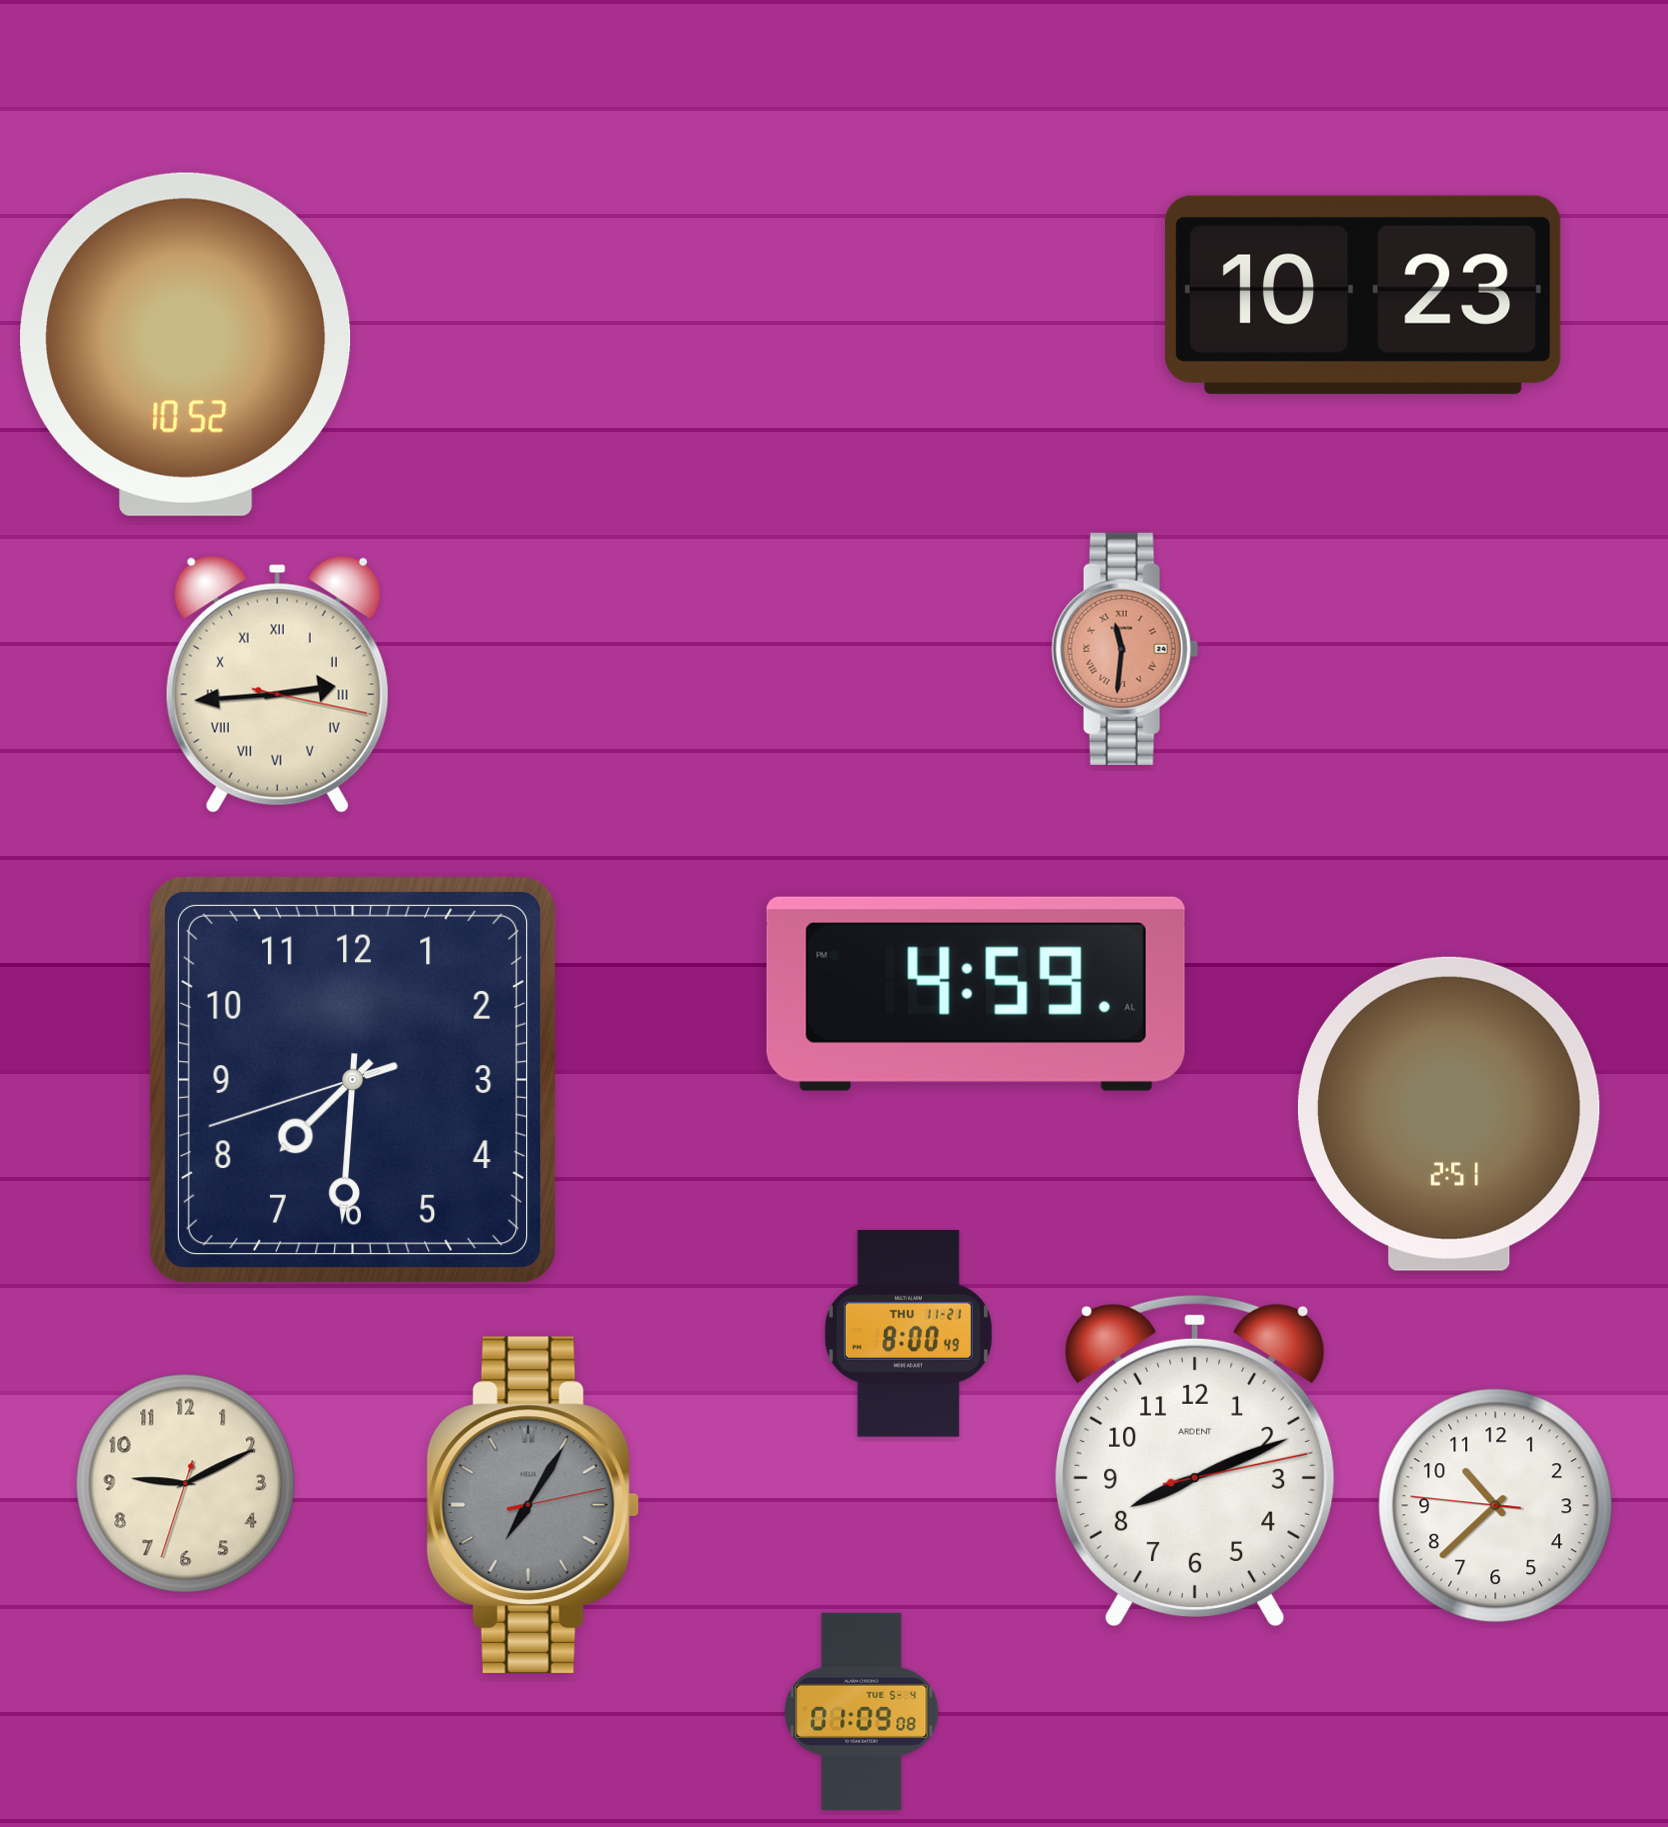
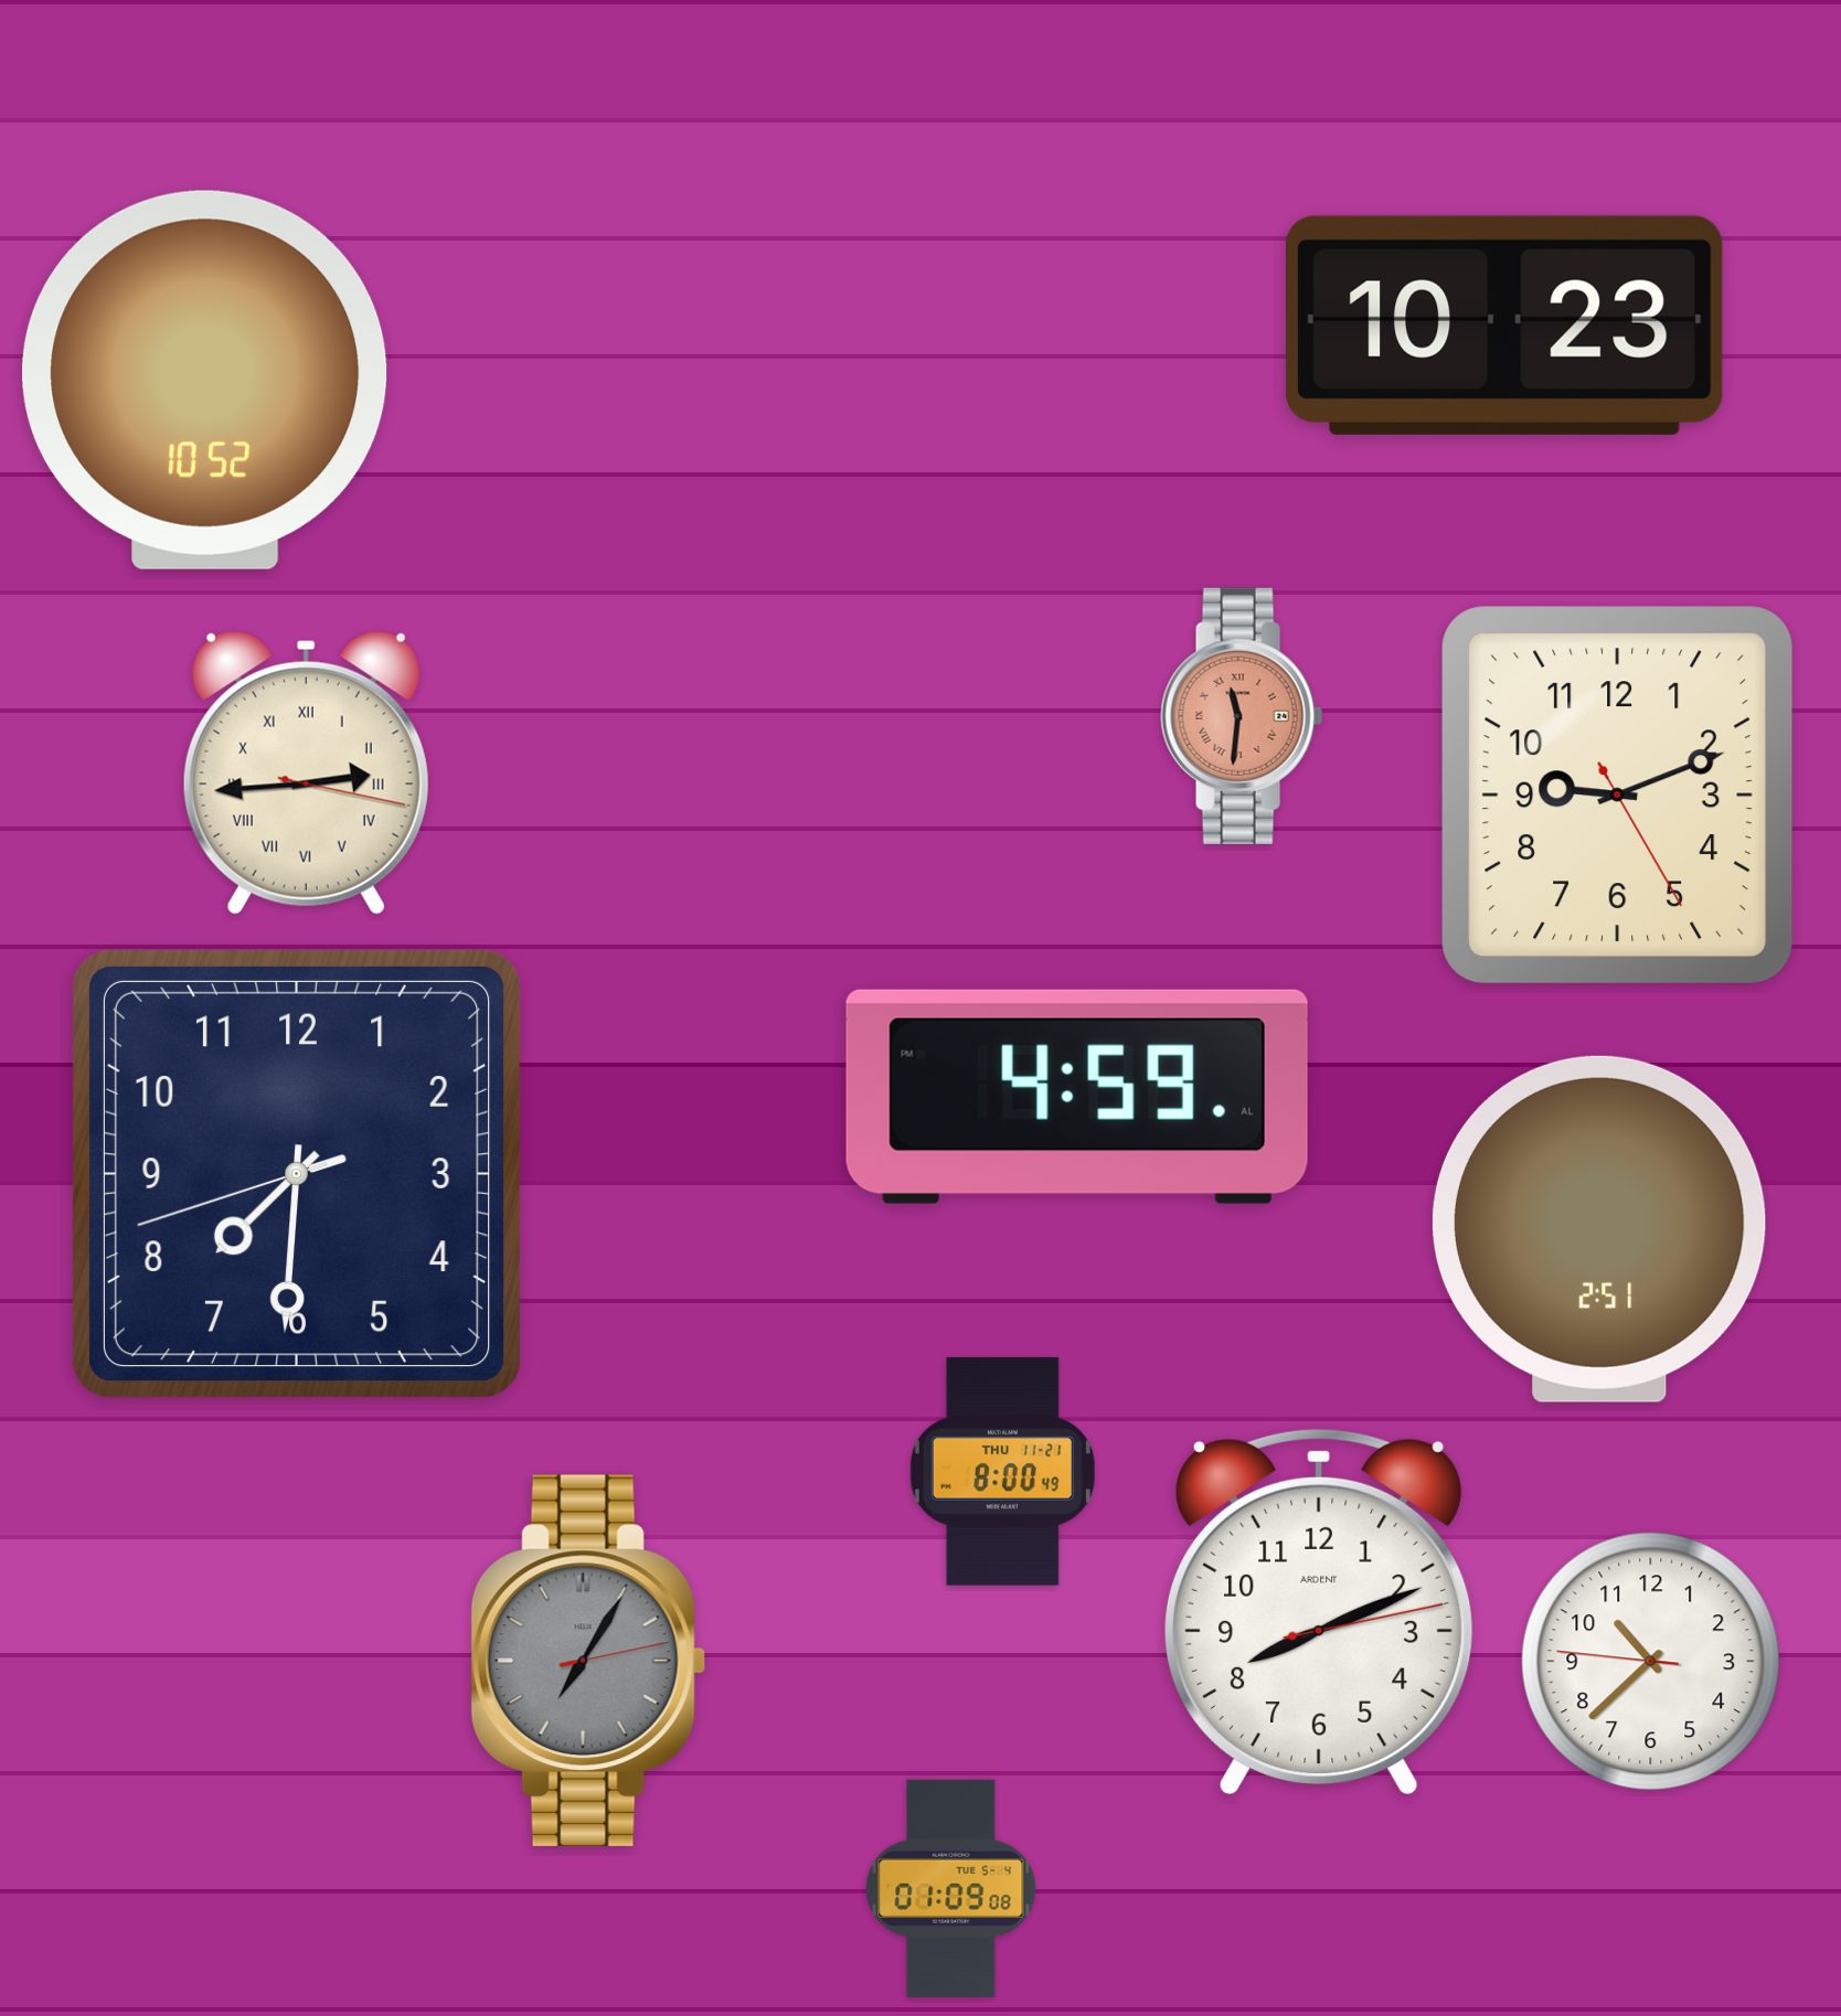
clock at (277, 684) position: (277, 684) -> (306, 772)
clock at (1618, 796): none -> 9:11
clock at (353, 1080) position: (353, 1080) -> (297, 1174)
clock at (186, 1484): 9:10 -> none
